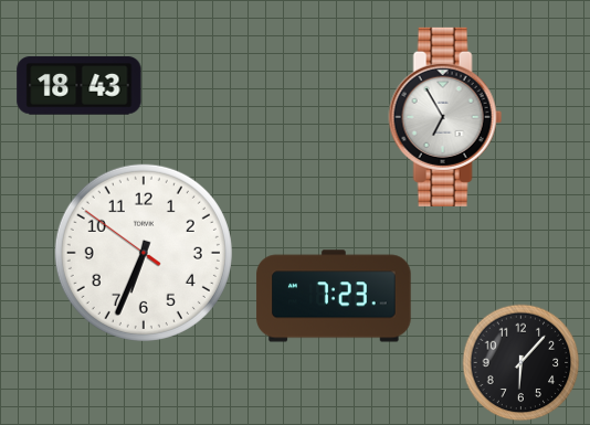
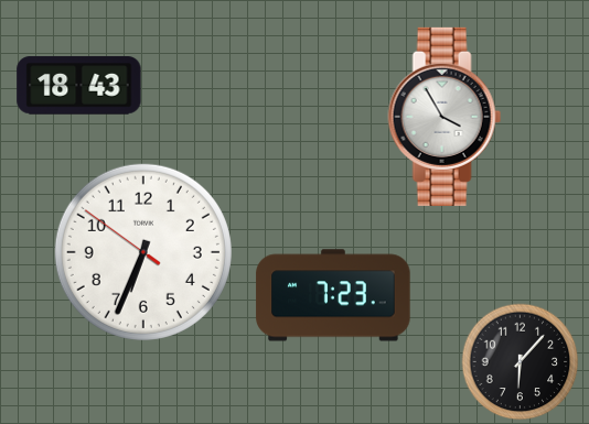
clock at (445, 117): 6:55 -> 3:55
